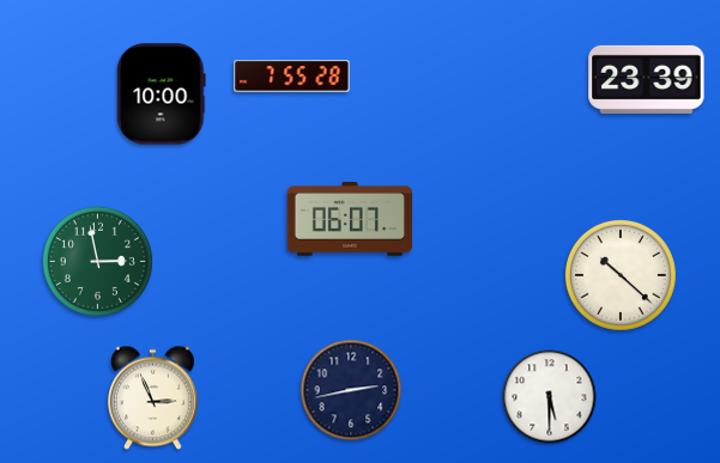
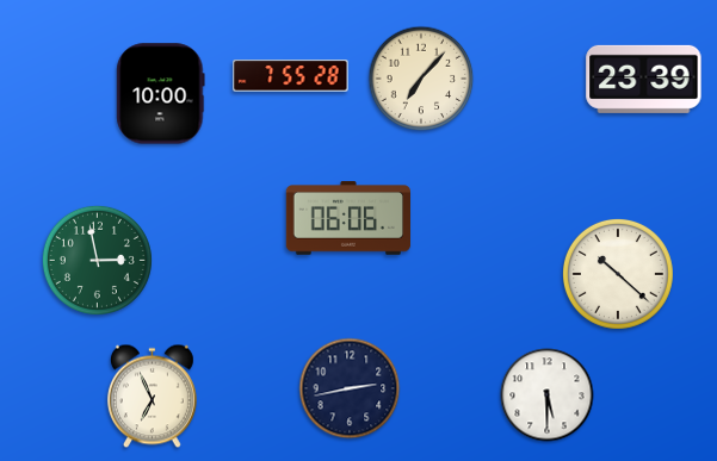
clock at (421, 79): none -> 7:07
clock at (350, 219): 06:07 -> 06:06
clock at (152, 398): 2:56 -> 6:56
